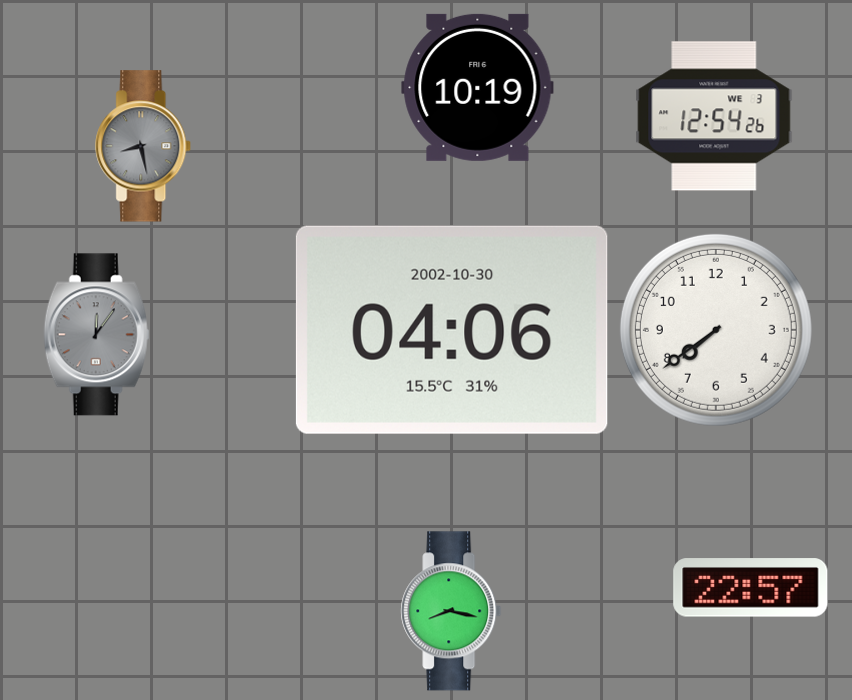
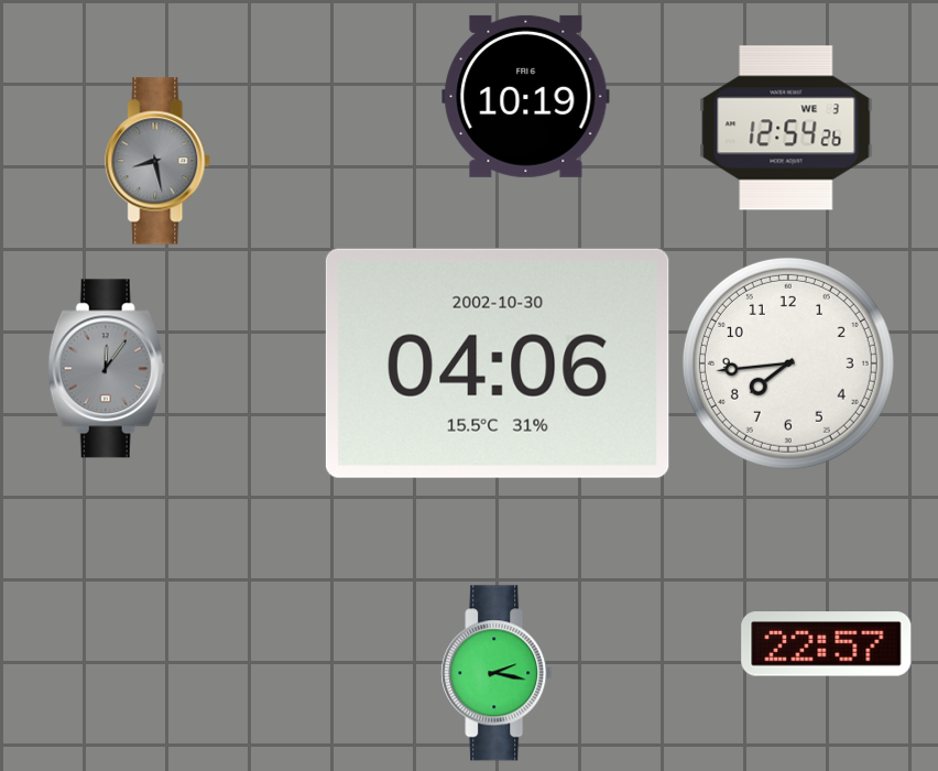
clock at (716, 330): 7:39 -> 7:44
clock at (751, 588) position: (751, 588) -> (827, 644)
clock at (451, 611): 8:17 -> 2:17
